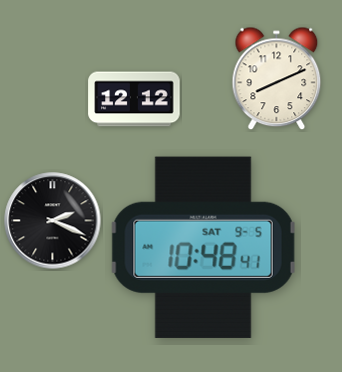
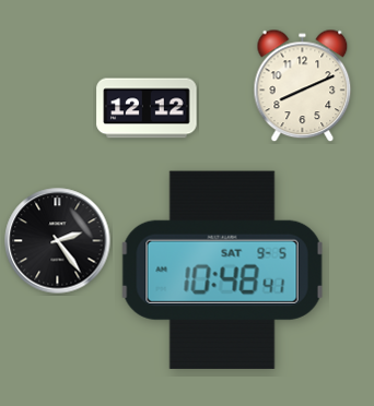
clock at (53, 221): 2:19 -> 2:24
